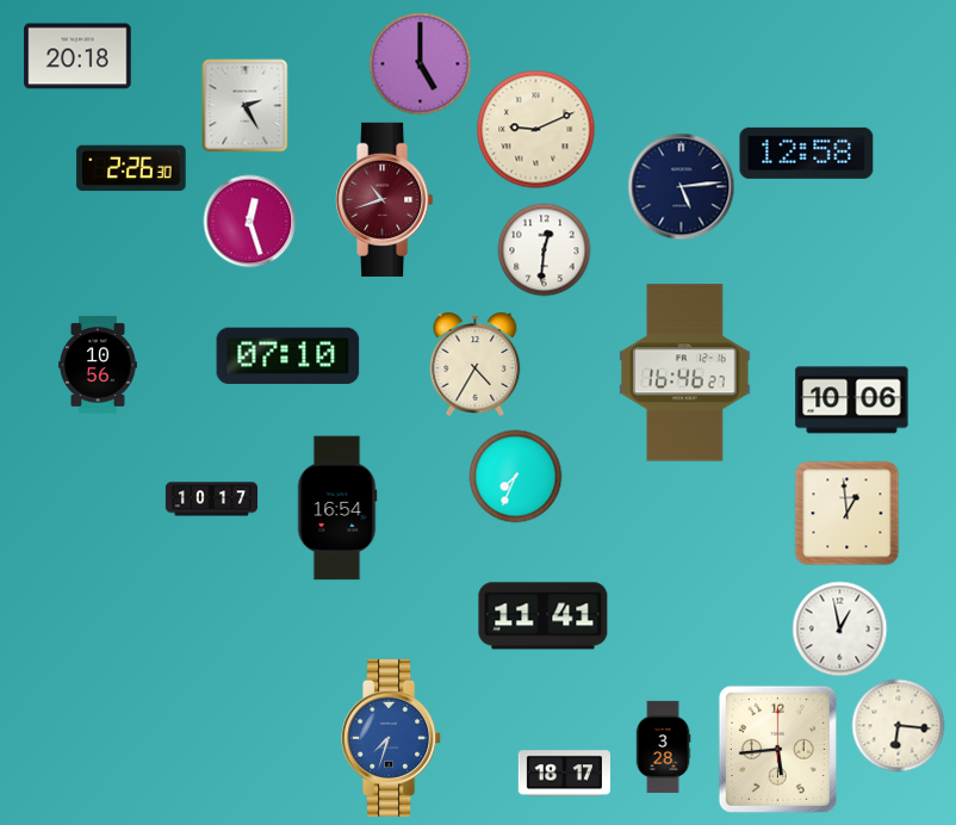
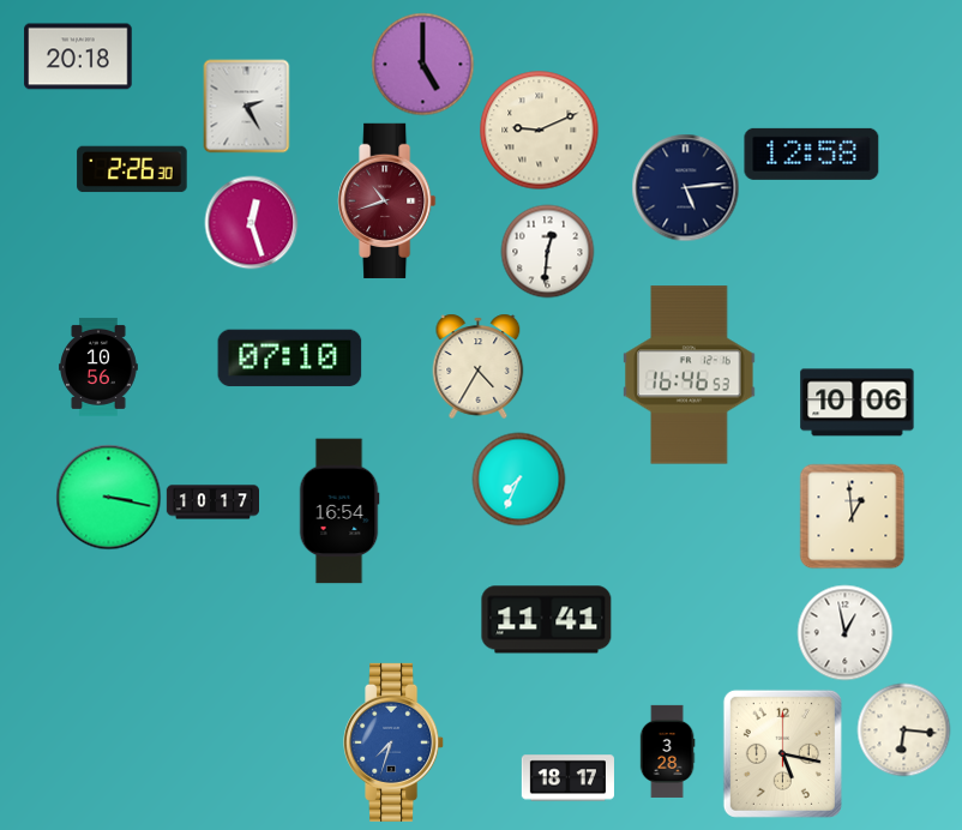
clock at (685, 373): 16:46:27 -> 16:46:53
clock at (108, 497): none -> 3:17
clock at (777, 749): 5:44 -> 5:17
